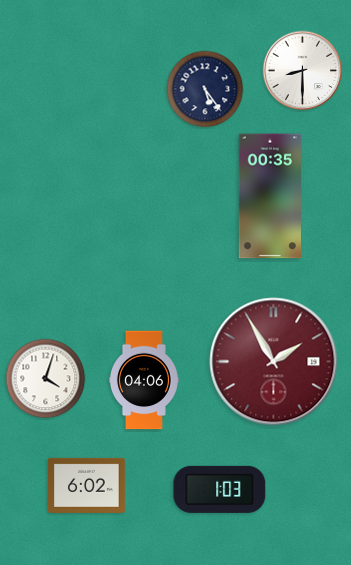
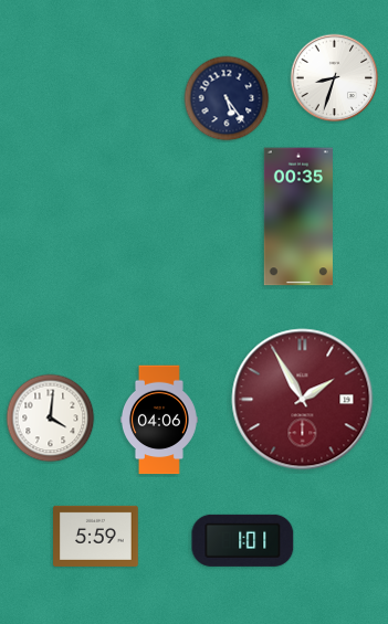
clock at (303, 71): 8:30 -> 8:33
clock at (46, 379): 4:03 -> 4:01
clock at (87, 485): 6:02 -> 5:59
clock at (220, 489): 1:03 -> 1:01
